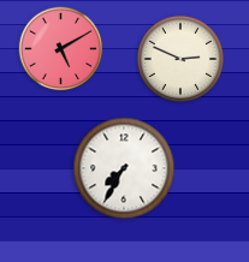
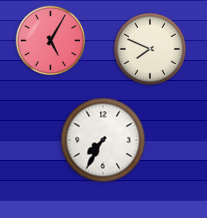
clock at (61, 49): 5:10 -> 5:05
clock at (180, 59): 2:49 -> 7:49
